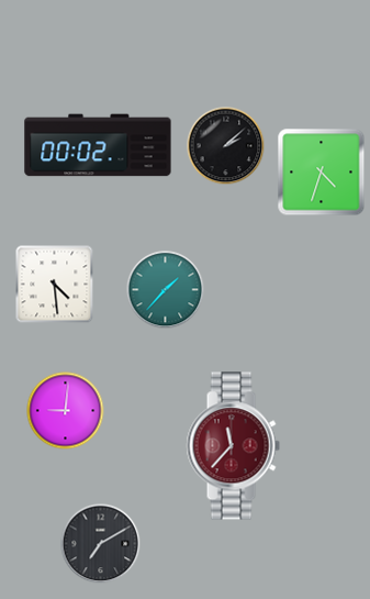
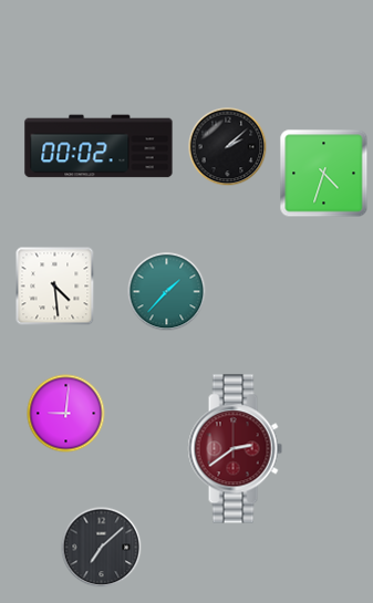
clock at (233, 446): 11:37 -> 2:39
clock at (101, 544): 7:10 -> 7:08
